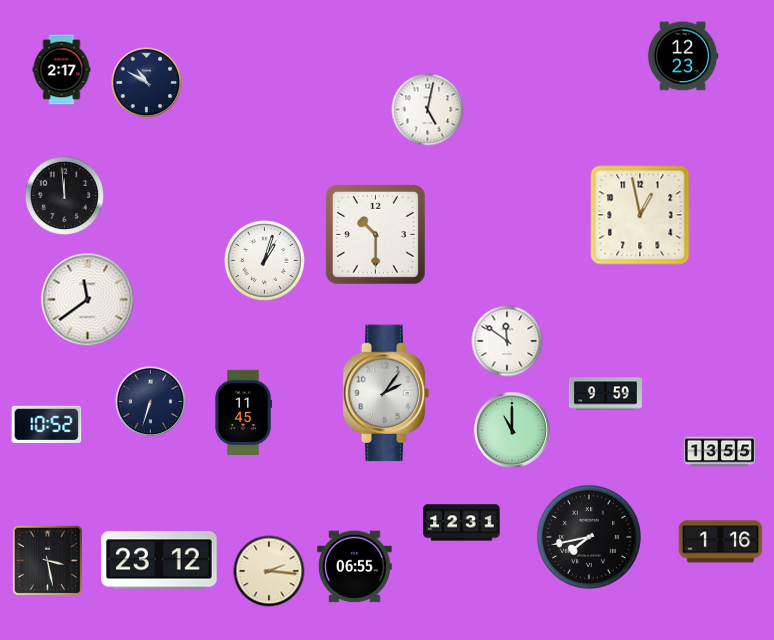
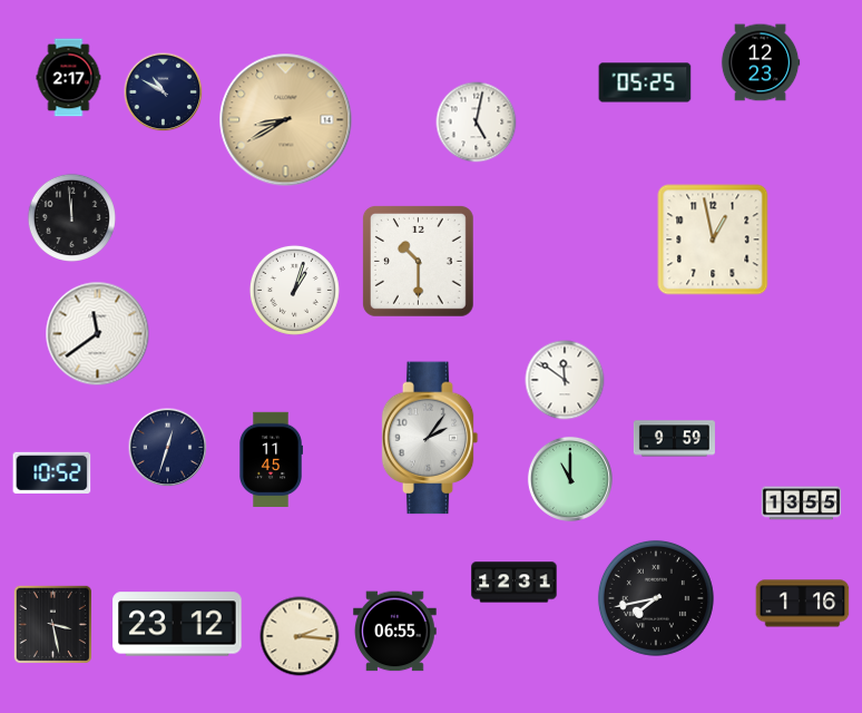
clock at (645, 82): none -> 05:25
clock at (286, 120): none -> 8:40
clock at (151, 402): 6:33 -> 12:33
